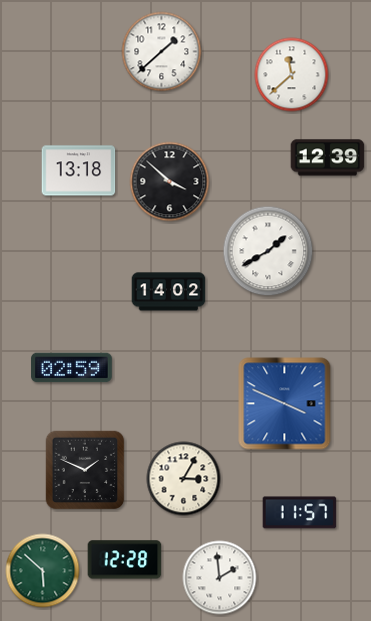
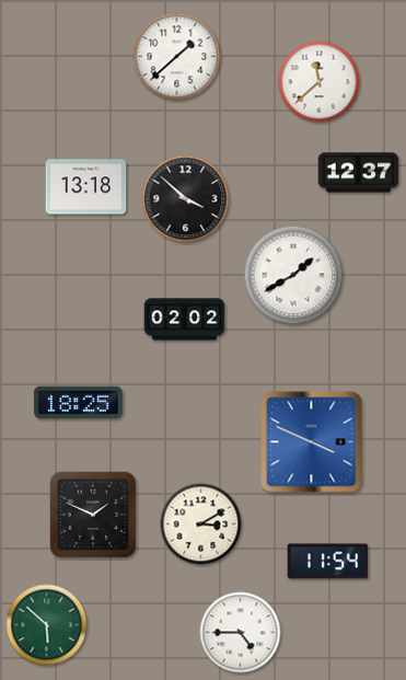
clock at (328, 158): 12:39 -> 12:37
clock at (169, 292): 14:02 -> 02:02
clock at (72, 368): 02:59 -> 18:25
clock at (184, 479): 3:05 -> 3:10
clock at (300, 513): 11:57 -> 11:54
clock at (125, 560): 12:28 -> none
clock at (220, 578): 1:59 -> 4:45
